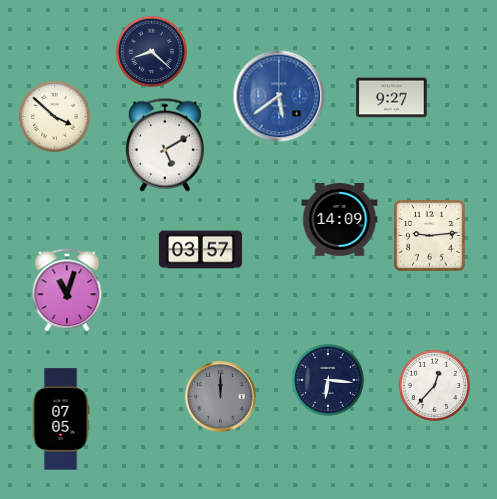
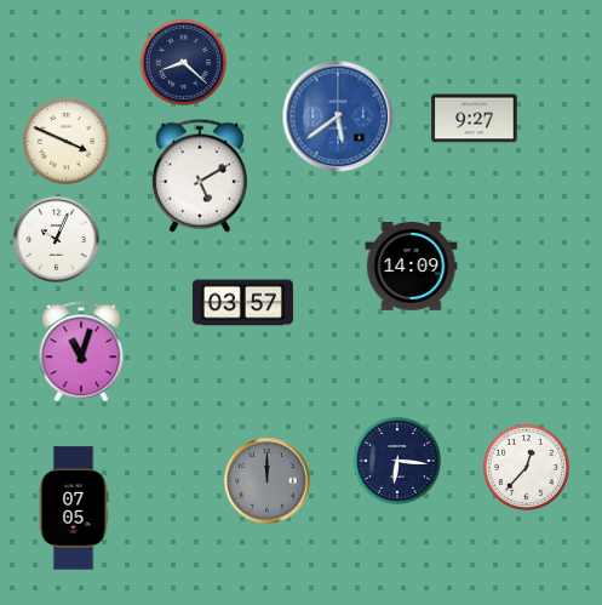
clock at (54, 116): 3:52 -> 3:49
clock at (57, 240): none -> 10:04
clock at (430, 236): 9:14 -> none
